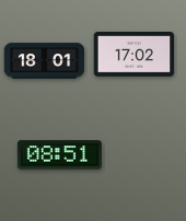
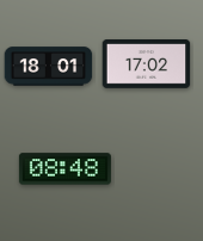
clock at (135, 55) position: (135, 55) -> (147, 64)
clock at (59, 155): 08:51 -> 08:48
